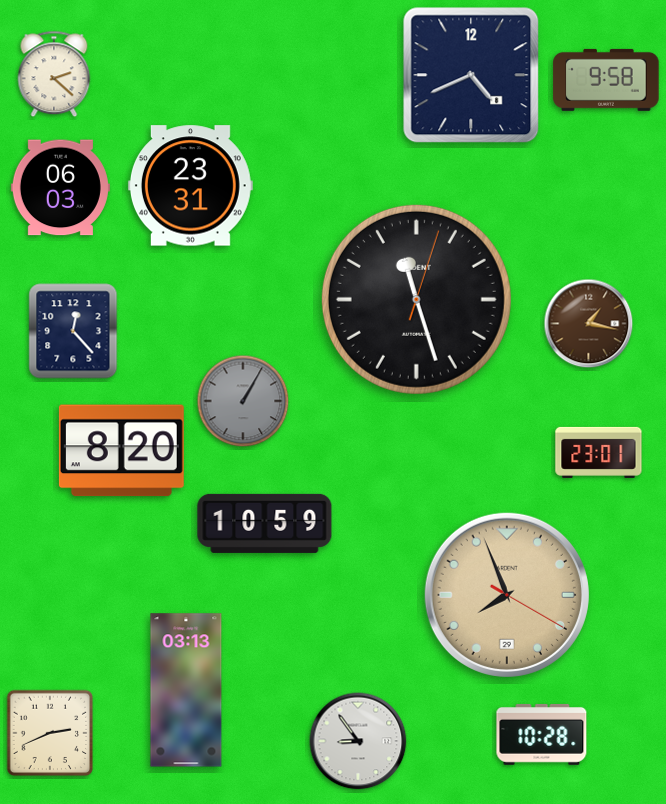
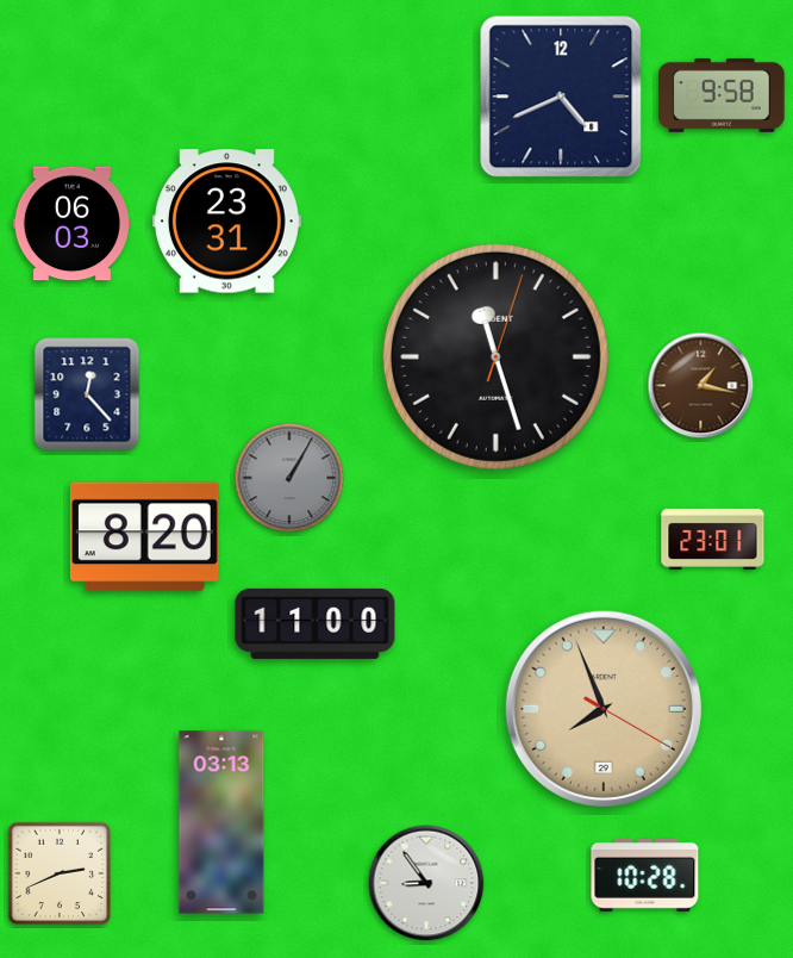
clock at (54, 74): 2:22 -> none
clock at (471, 75) position: (471, 75) -> (561, 97)
clock at (265, 523): 10:59 -> 11:00
